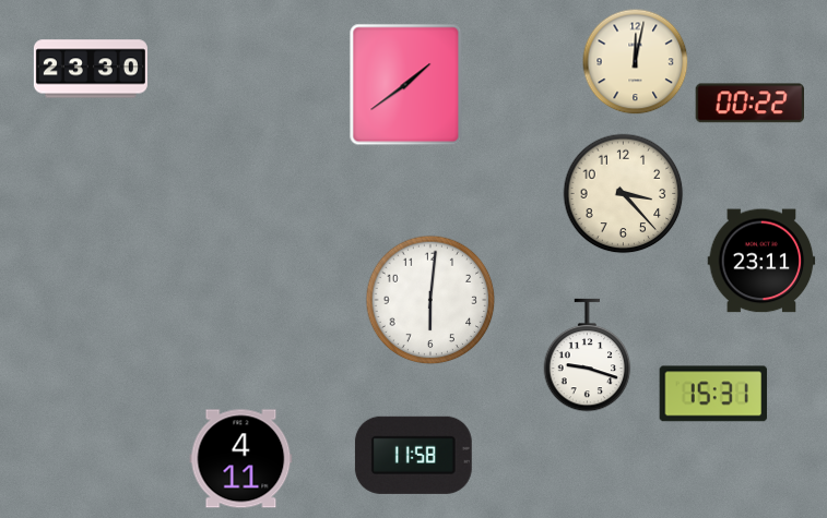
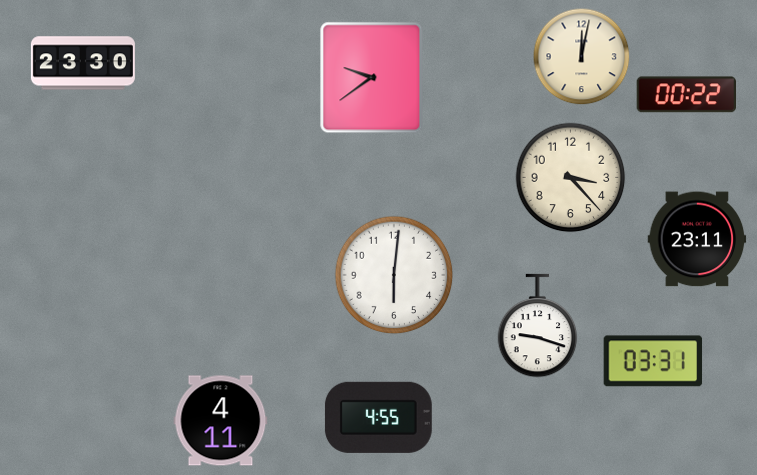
clock at (406, 85): 1:39 -> 9:39
clock at (713, 394): 15:31 -> 03:31
clock at (413, 455): 11:58 -> 4:55
